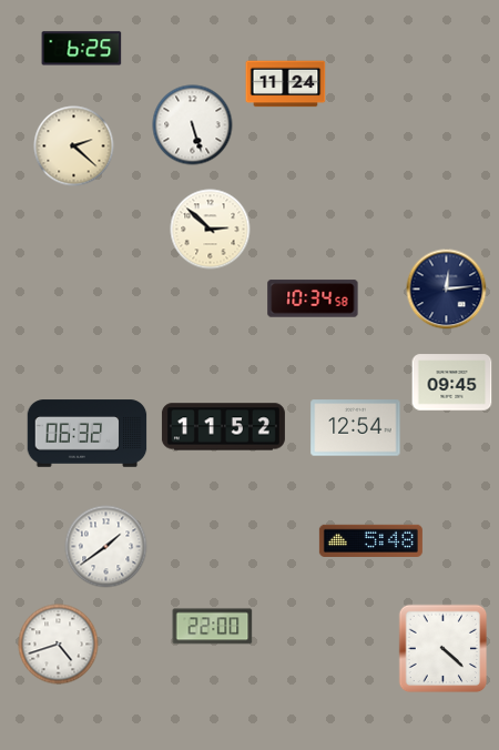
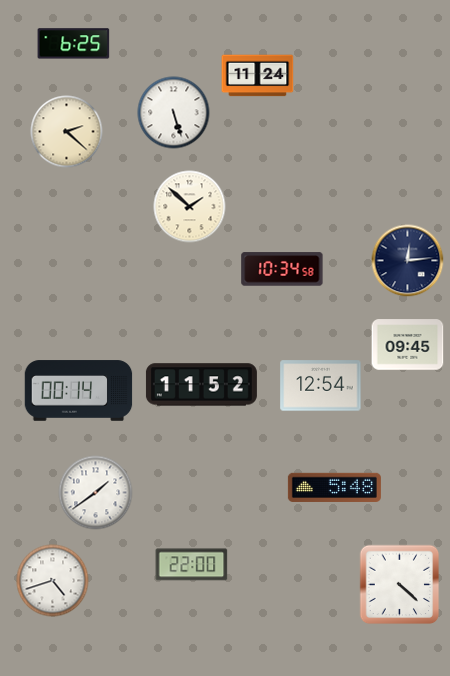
clock at (211, 230): 2:52 -> 1:52
clock at (447, 290) position: (447, 290) -> (408, 261)
clock at (88, 434): 06:32 -> 00:14
